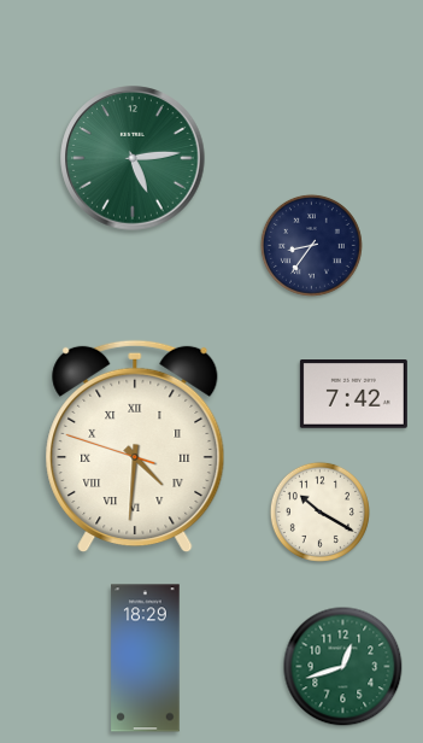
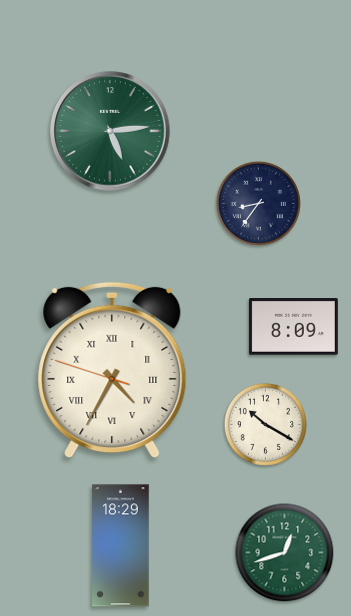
clock at (353, 394): 7:42 -> 8:09
clock at (135, 446): 4:30 -> 4:34
